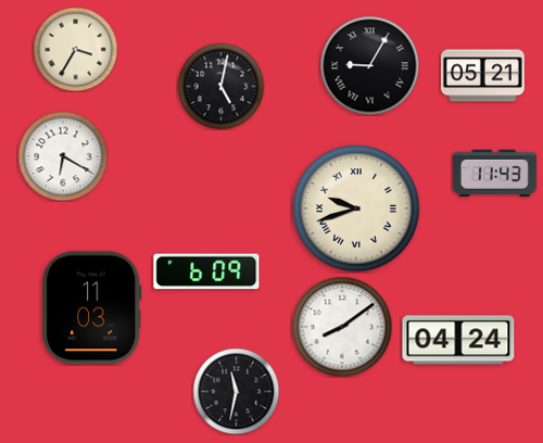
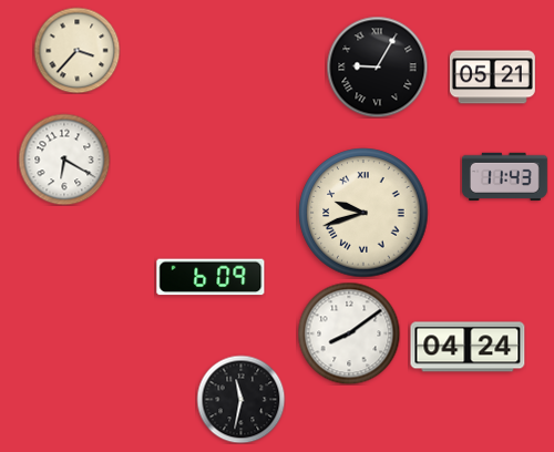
clock at (75, 49): 3:35 -> 3:37
clock at (220, 86): 5:02 -> none
clock at (92, 308): 11:03 -> none
